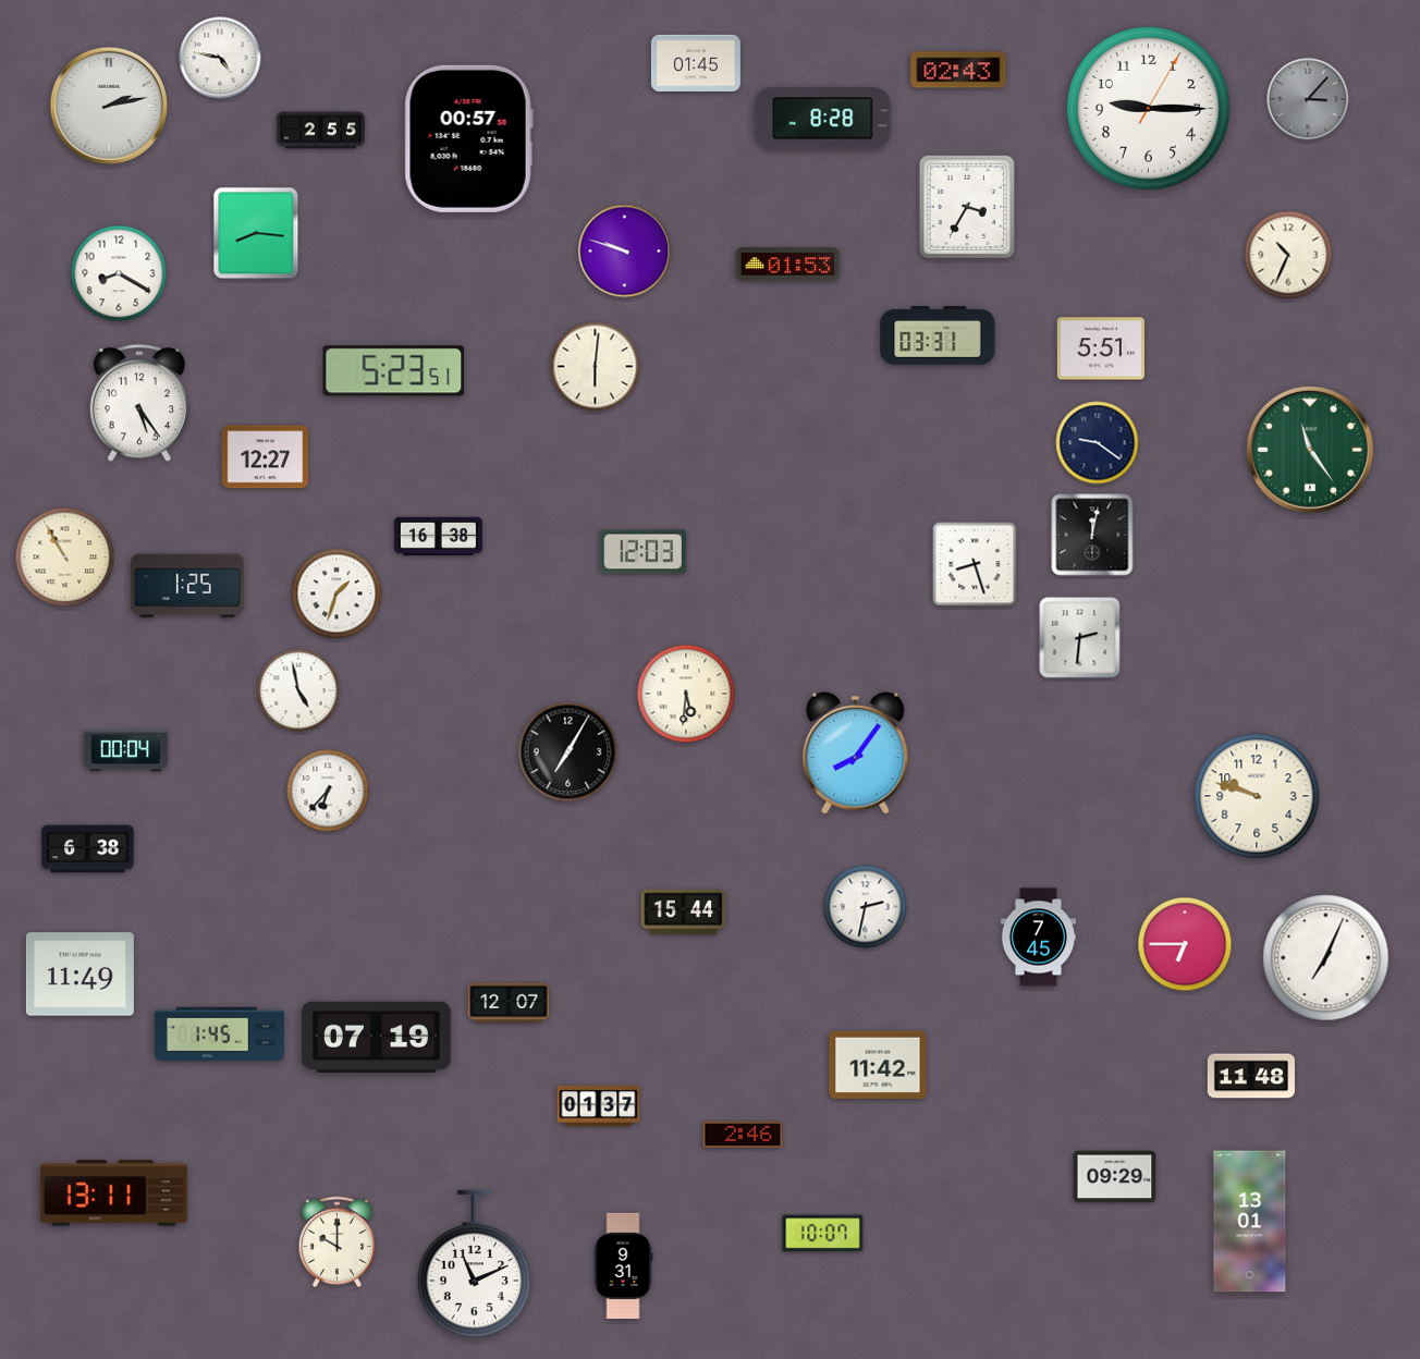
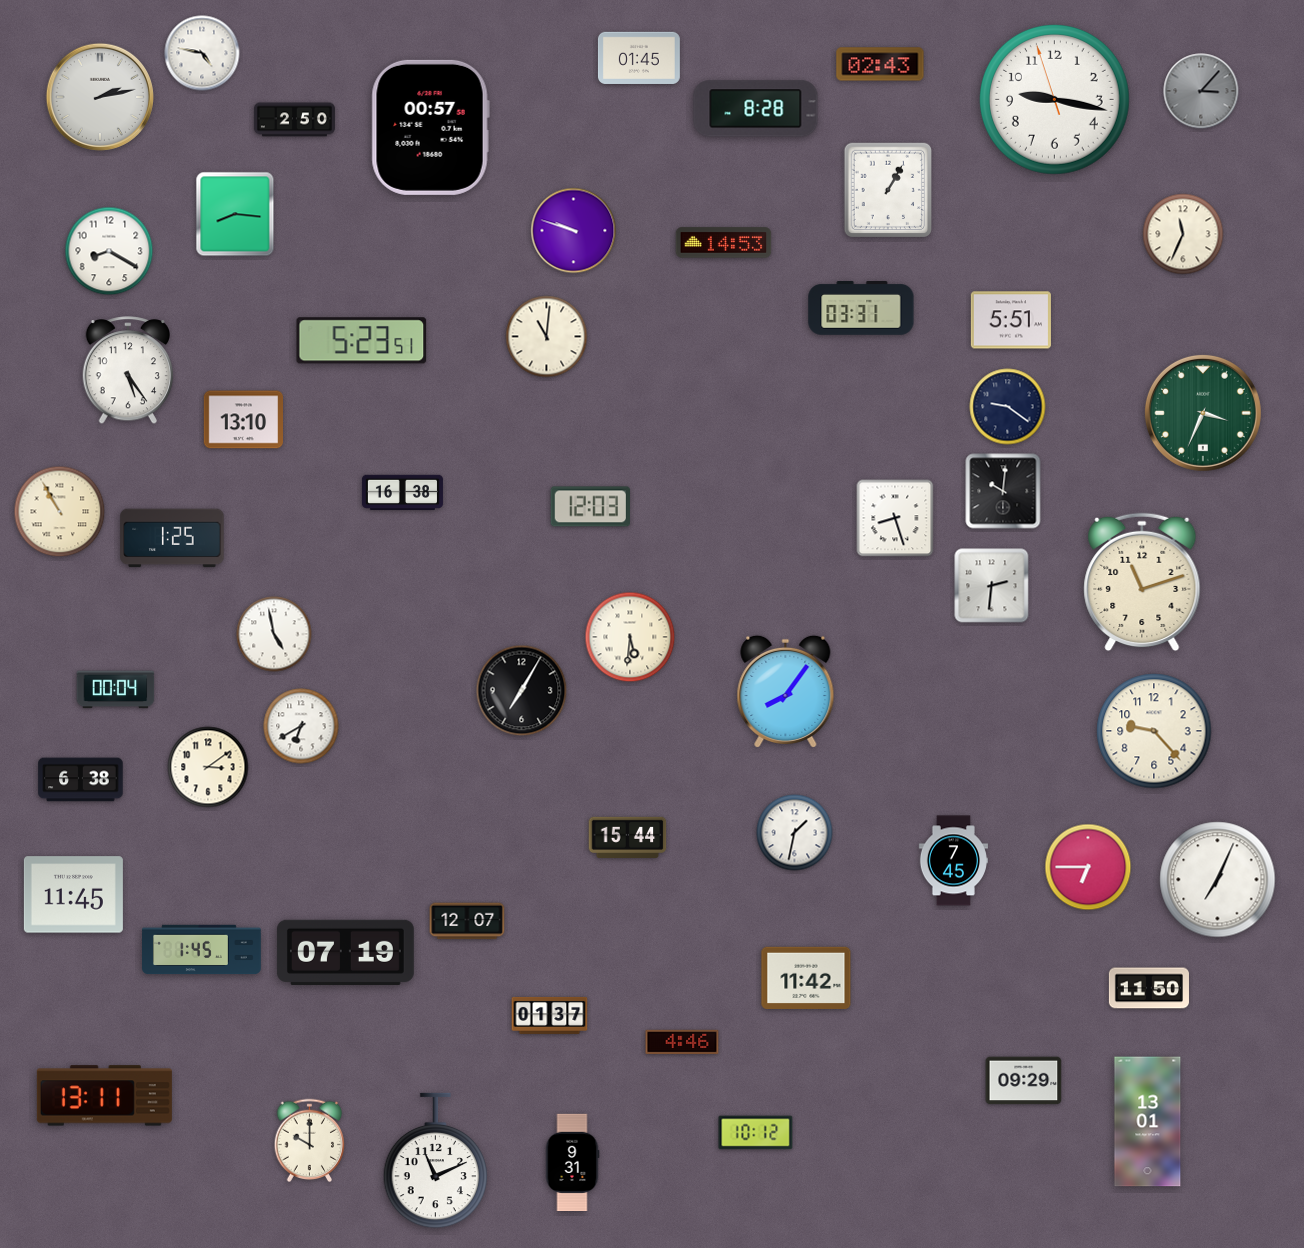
clock at (1149, 109): 9:15 -> 9:16
clock at (320, 131): 2:55 -> 2:50
clock at (966, 207): 3:35 -> 1:05
clock at (1288, 255): 10:34 -> 11:34
clock at (788, 265): 01:53 -> 14:53
clock at (596, 367): 6:01 -> 11:01
clock at (1310, 450): 11:24 -> 3:34
clock at (265, 457): 12:27 -> 13:10
clock at (1092, 535): 12:02 -> 10:01
clock at (336, 593): 1:33 -> none
clock at (1142, 582): none -> 11:12
clock at (328, 791): 6:37 -> 6:40
clock at (1257, 796): 9:48 -> 9:23
clock at (208, 767): none -> 3:09
clock at (866, 907): 2:32 -> 1:32
clock at (79, 975): 11:49 -> 11:45
clock at (1251, 1076): 11:48 -> 11:50
clock at (743, 1134): 2:46 -> 4:46
clock at (823, 1234): 10:07 -> 10:12
